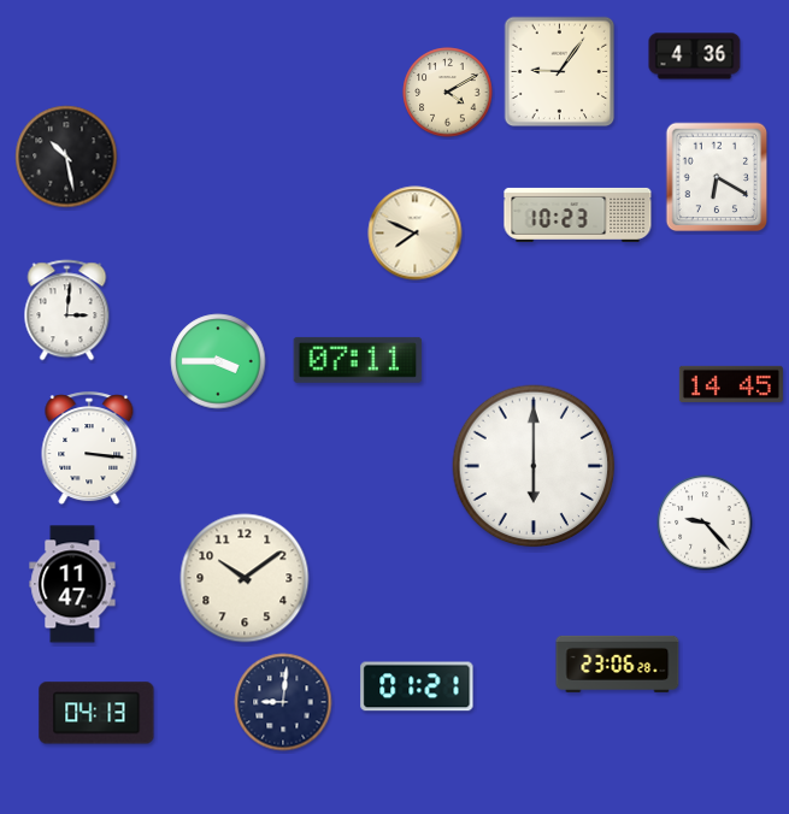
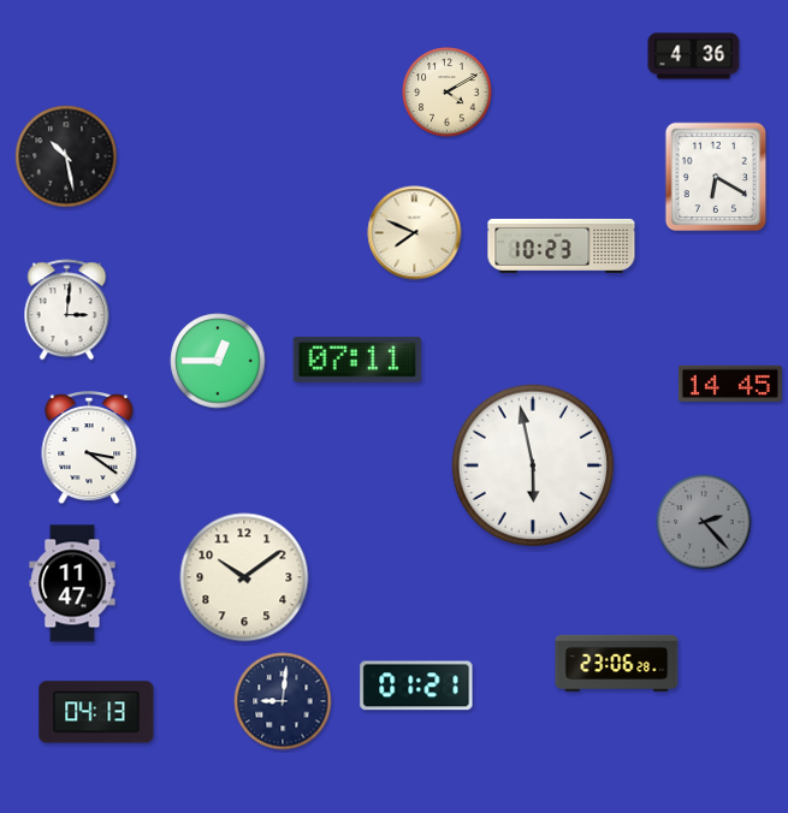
clock at (560, 72): 9:06 -> none
clock at (578, 214) position: (578, 214) -> (562, 245)
clock at (218, 361): 3:45 -> 12:45
clock at (89, 449): 3:16 -> 3:21
clock at (534, 466): 6:00 -> 5:58
clock at (705, 523): 9:23 -> 2:23
clock at (705, 523) dial: white -> grey
